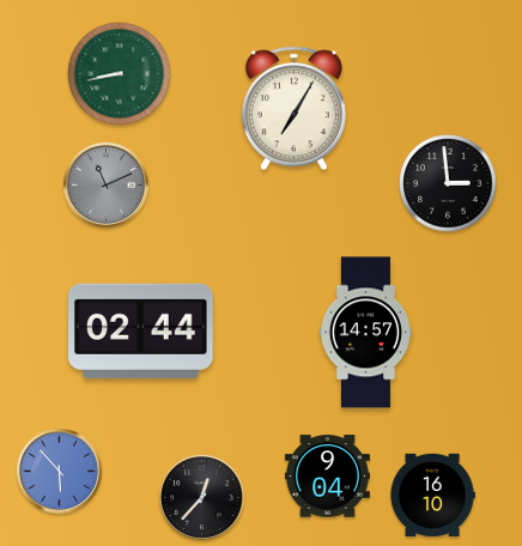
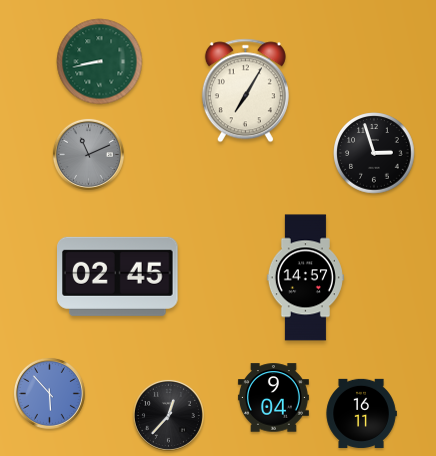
clock at (448, 183): 2:59 -> 2:57
clock at (141, 330): 02:44 -> 02:45
clock at (432, 495): 16:10 -> 16:11
